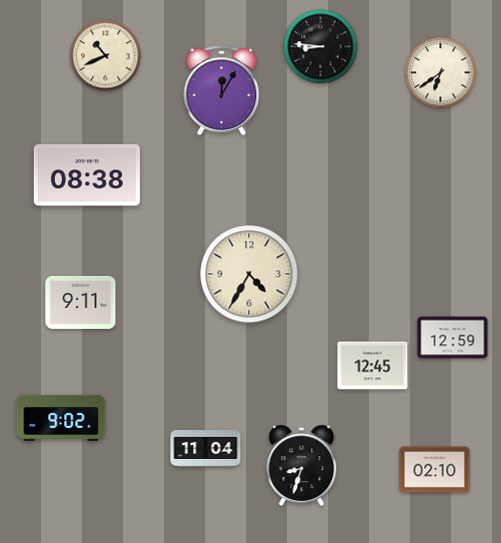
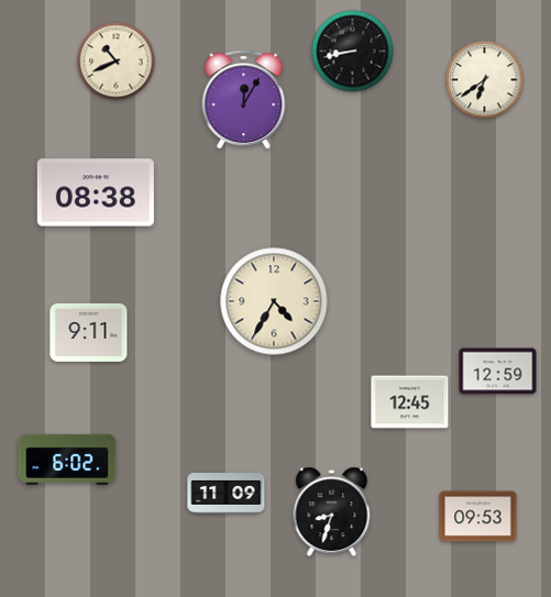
clock at (321, 47): 8:46 -> 8:43
clock at (61, 418): 9:02 -> 6:02
clock at (206, 449): 11:04 -> 11:09
clock at (435, 470): 02:10 -> 09:53
